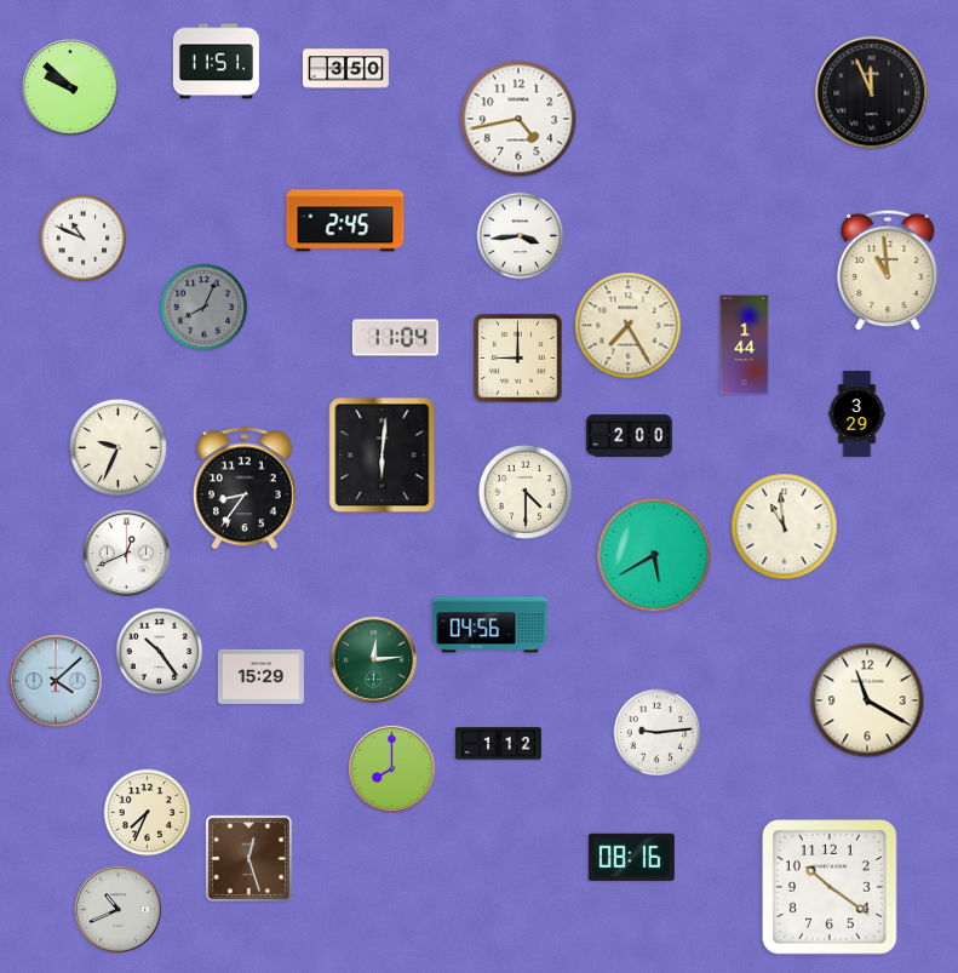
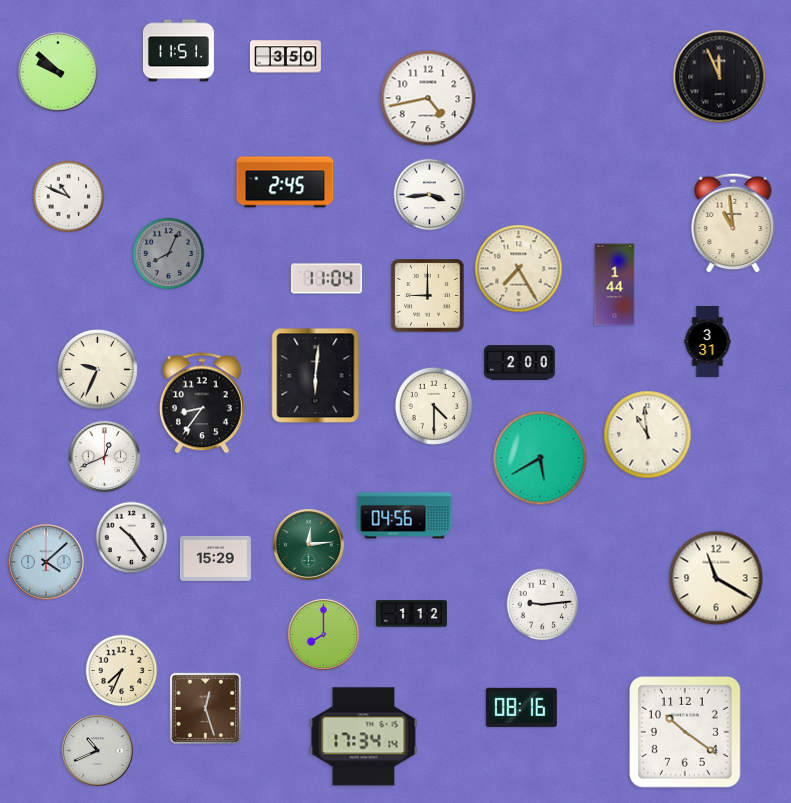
clock at (857, 413): 3:29 -> 3:31
clock at (629, 436) position: (629, 436) -> (519, 363)
clock at (364, 737): none -> 17:34
